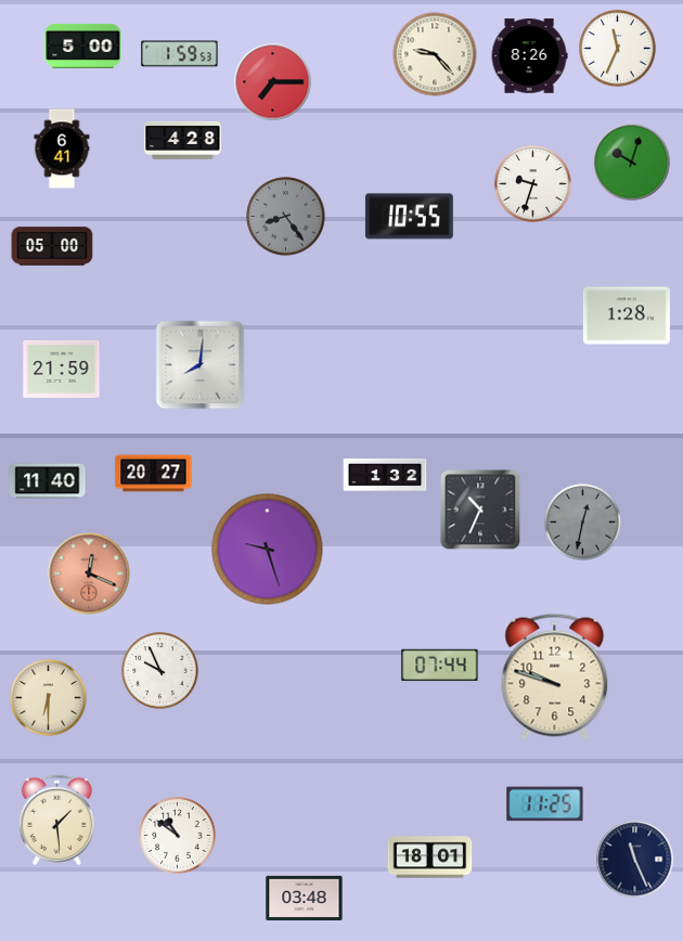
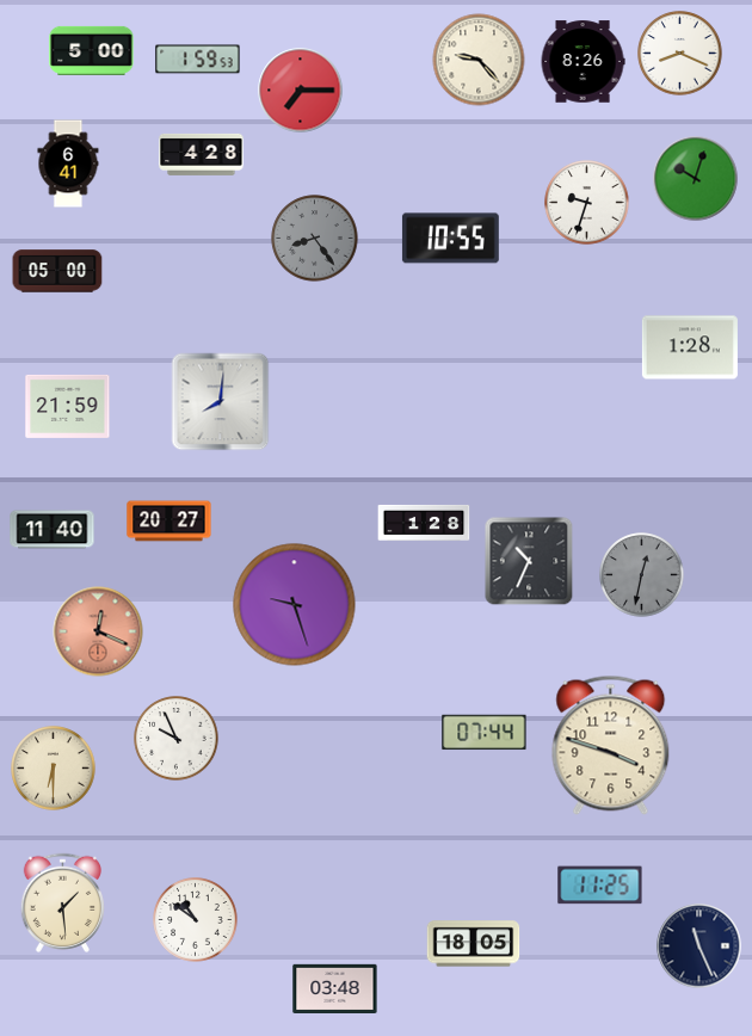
clock at (618, 49): 11:34 -> 8:19
clock at (385, 475): 1:32 -> 1:28
clock at (555, 676): 9:48 -> 3:48
clock at (430, 858): 18:01 -> 18:05
